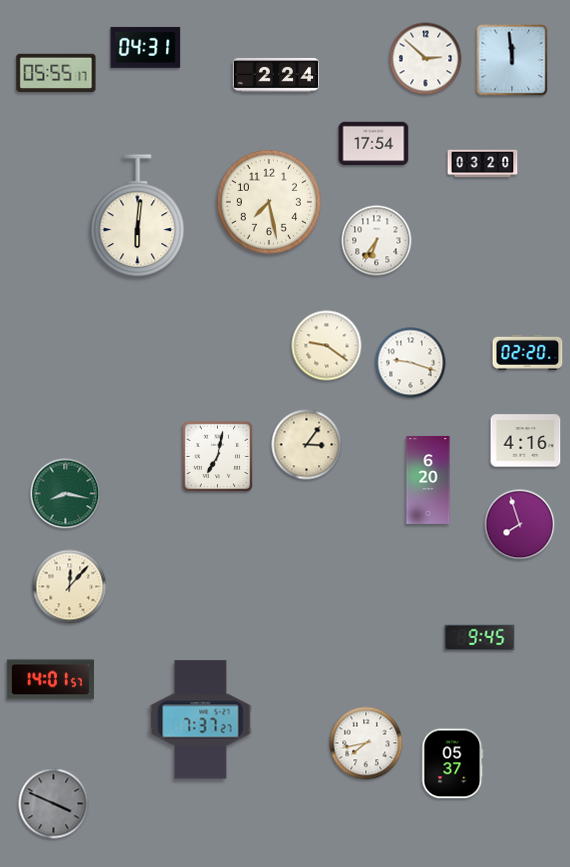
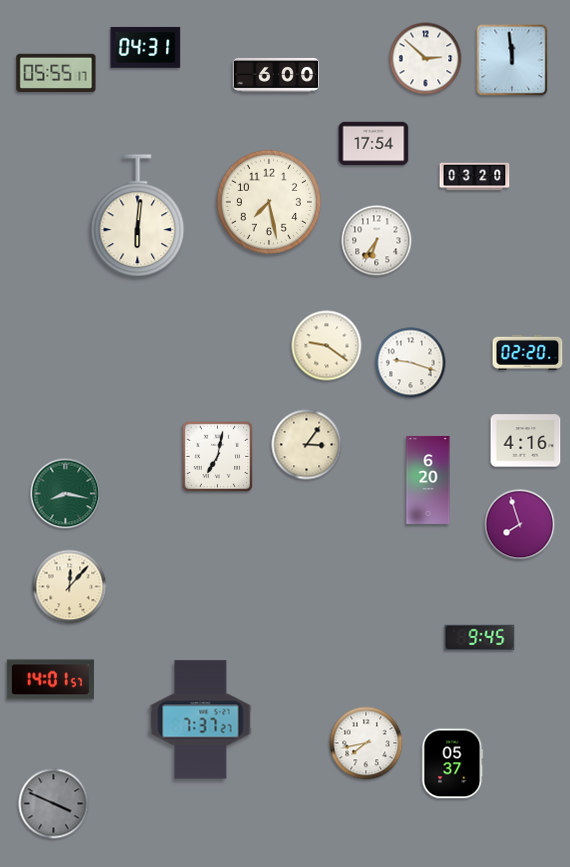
clock at (276, 75): 2:24 -> 6:00
clock at (483, 164) position: (483, 164) -> (475, 177)
